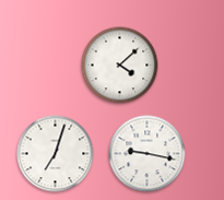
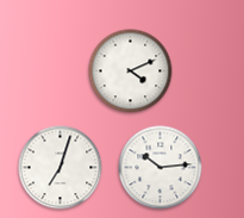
clock at (120, 66): 4:08 -> 4:11
clock at (148, 154): 9:17 -> 10:14
